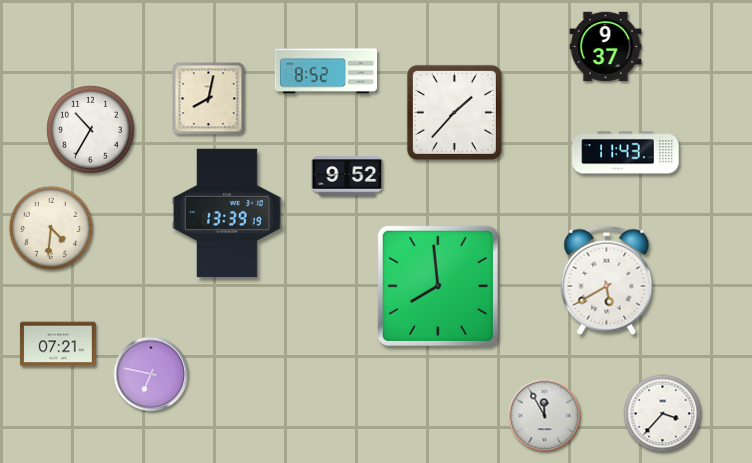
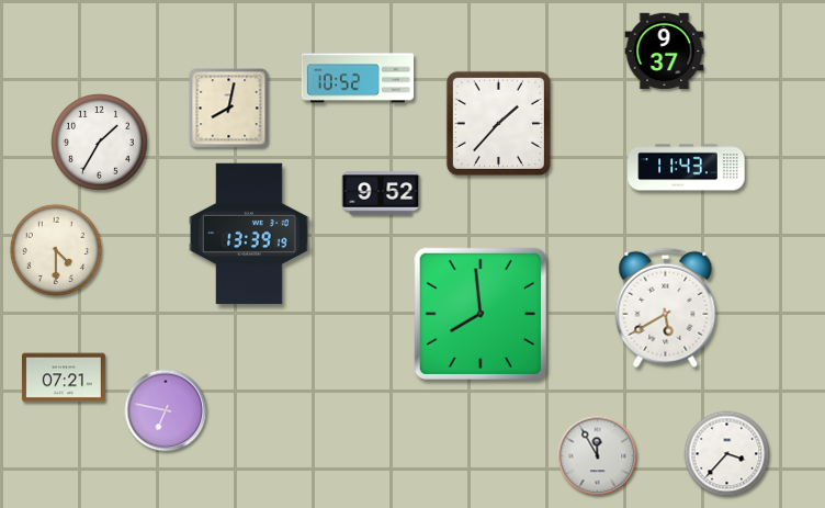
clock at (326, 71): 8:52 -> 10:52
clock at (91, 130): 10:35 -> 1:35
clock at (51, 228): 4:31 -> 4:30
